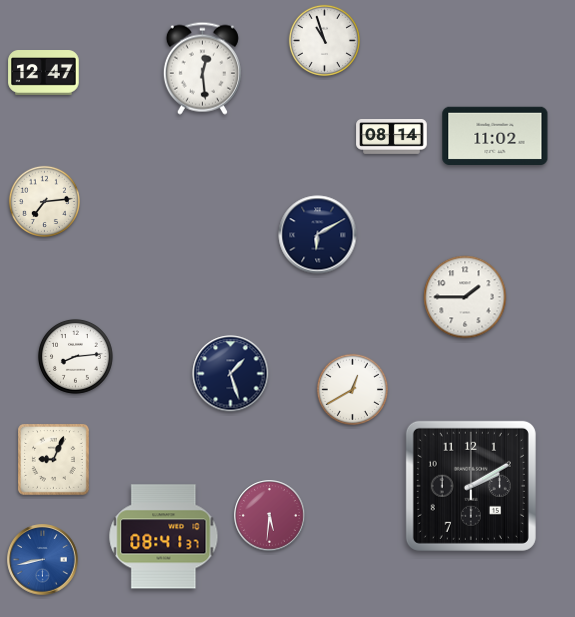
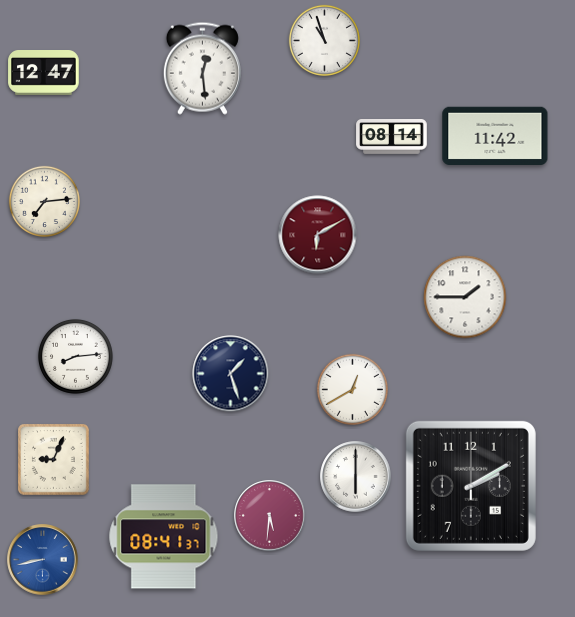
clock at (495, 135): 11:02 -> 11:42
clock at (318, 235) dial: navy -> burgundy
clock at (356, 477): none -> 6:00
